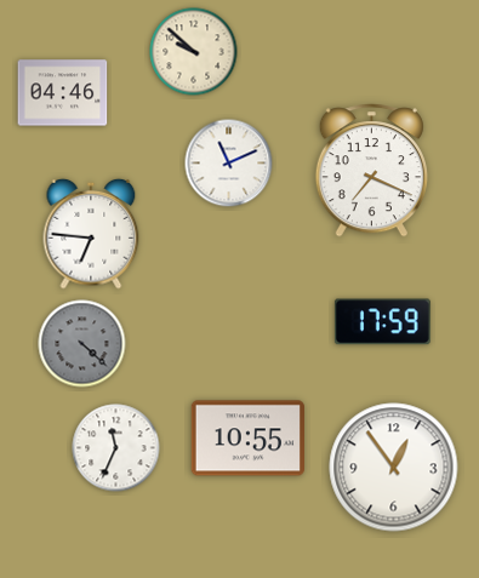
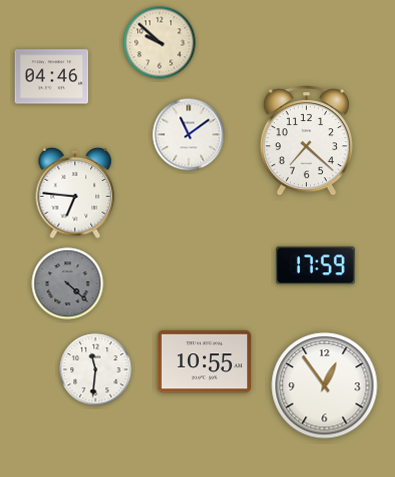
clock at (229, 164): 11:11 -> 11:09
clock at (371, 171): 7:19 -> 7:22
clock at (116, 448): 11:34 -> 11:31
